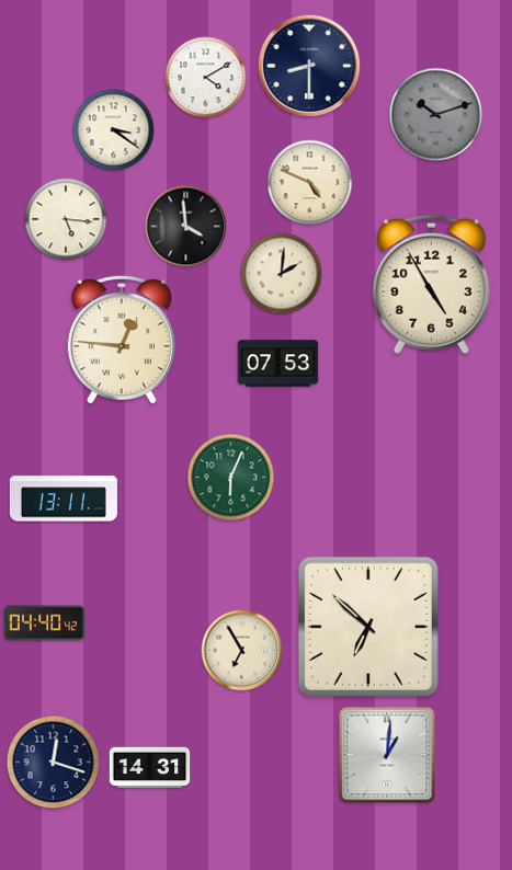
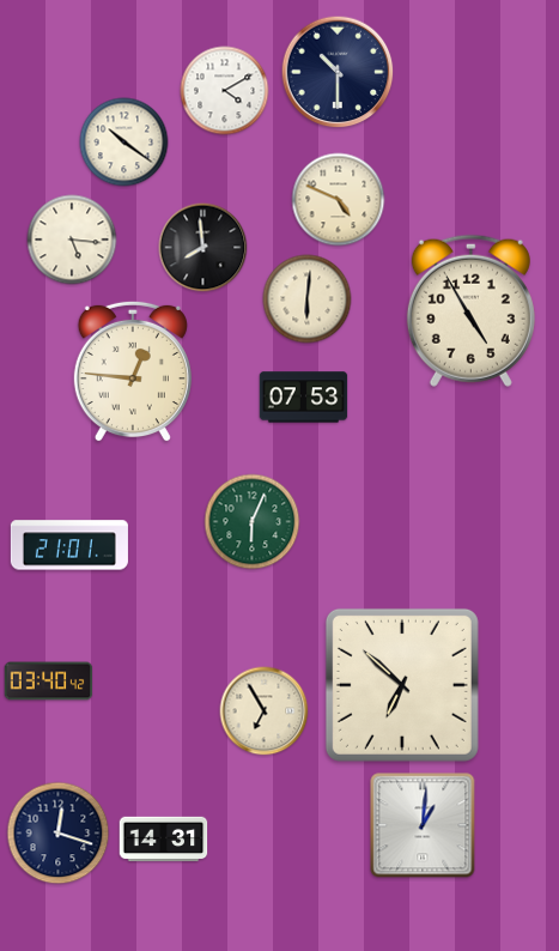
clock at (309, 66): 8:30 -> 10:30
clock at (206, 78) position: (206, 78) -> (225, 91)
clock at (436, 115): 10:12 -> none
clock at (114, 130): 3:21 -> 10:21
clock at (186, 227): 3:59 -> 7:59
clock at (282, 274): 2:01 -> 6:01
clock at (64, 499): 13:11 -> 21:01
clock at (45, 623): 04:40 -> 03:40
